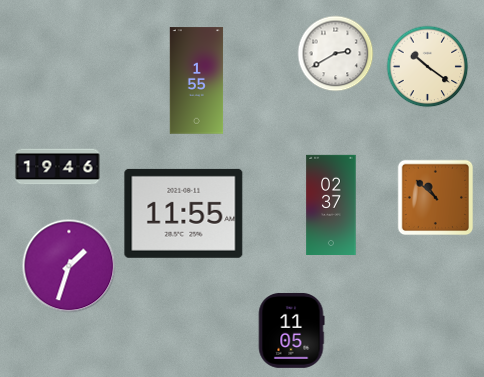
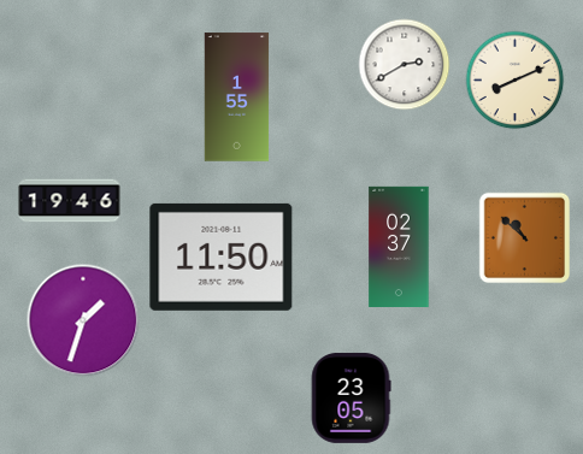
clock at (428, 67): 10:21 -> 8:11
clock at (184, 213): 11:55 -> 11:50
clock at (291, 330): 11:05 -> 23:05
